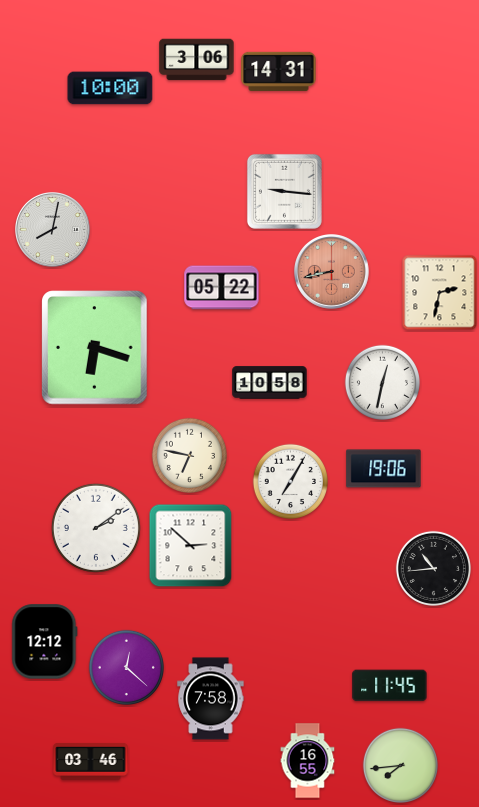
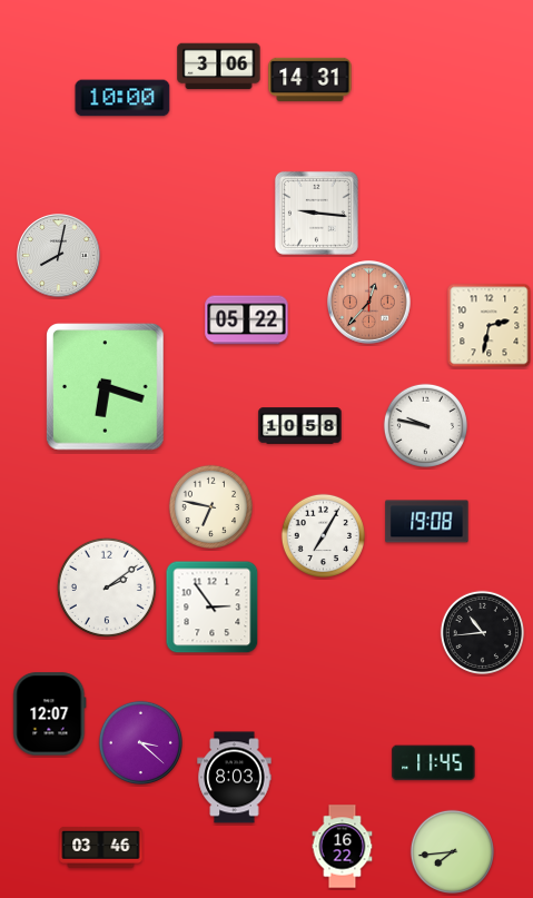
clock at (332, 272): 8:43 -> 12:37
clock at (382, 382): 12:32 -> 9:47
clock at (384, 469): 19:06 -> 19:08
clock at (191, 546): 2:52 -> 2:54
clock at (45, 642): 12:12 -> 12:07
clock at (126, 667): 12:22 -> 3:22
clock at (211, 699): 7:58 -> 8:03
clock at (308, 761): 16:55 -> 16:22
clock at (400, 765) position: (400, 765) -> (452, 851)
